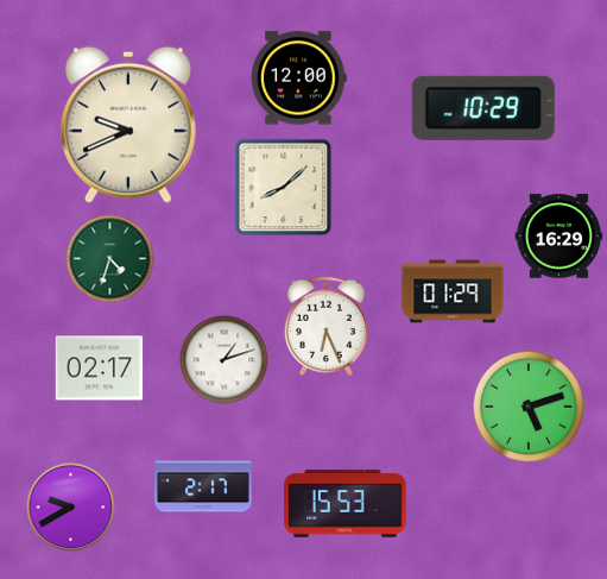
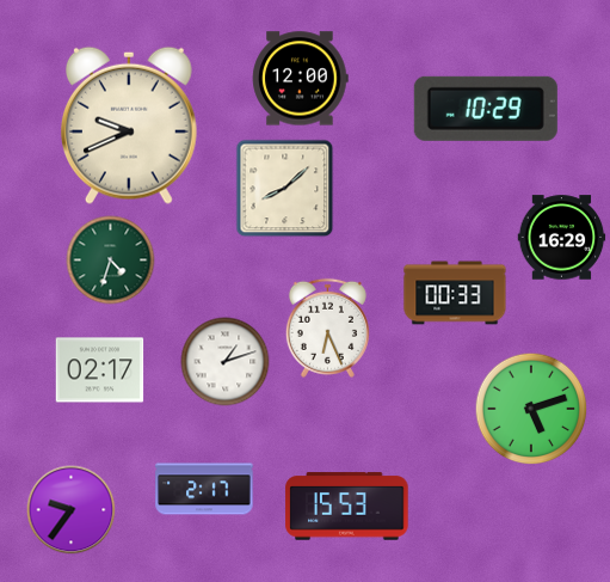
clock at (453, 291): 01:29 -> 00:33
clock at (71, 508): 9:40 -> 9:36
